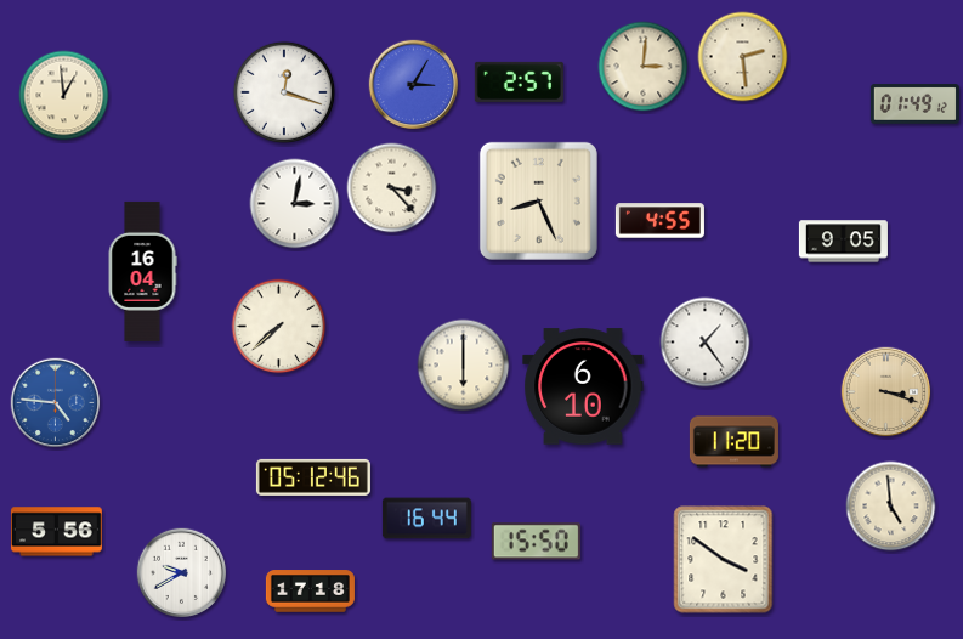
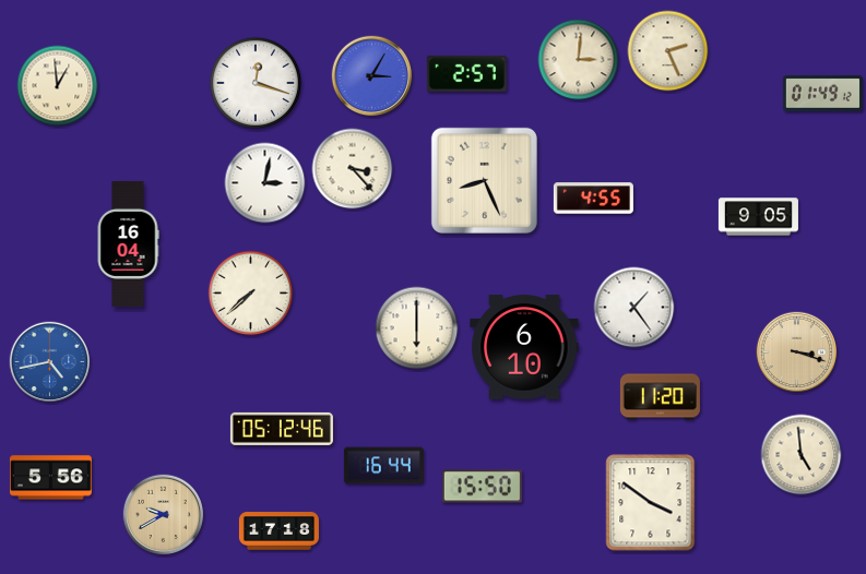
clock at (743, 57): 2:29 -> 2:26
clock at (56, 403): 4:46 -> 4:43
clock at (182, 573) dial: white -> champagne
